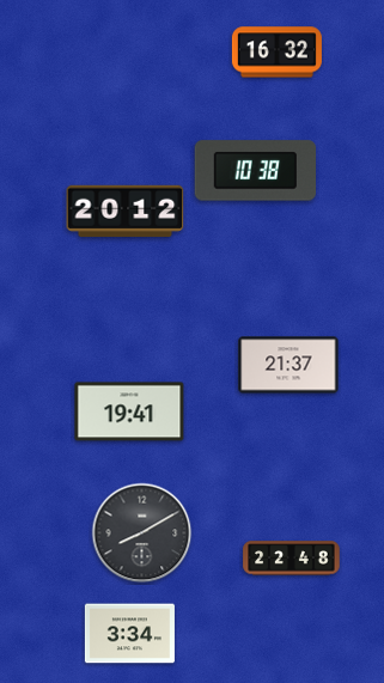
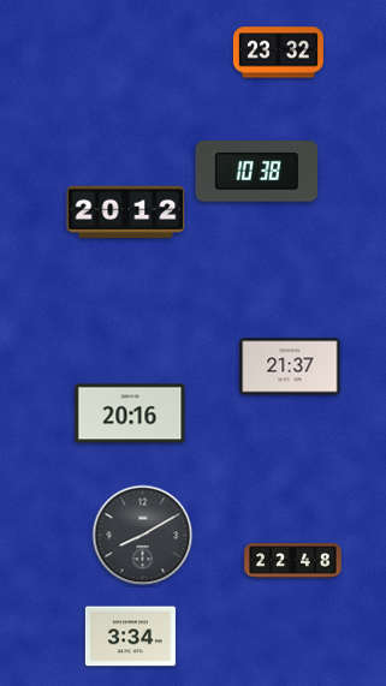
clock at (276, 53): 16:32 -> 23:32
clock at (129, 411): 19:41 -> 20:16
